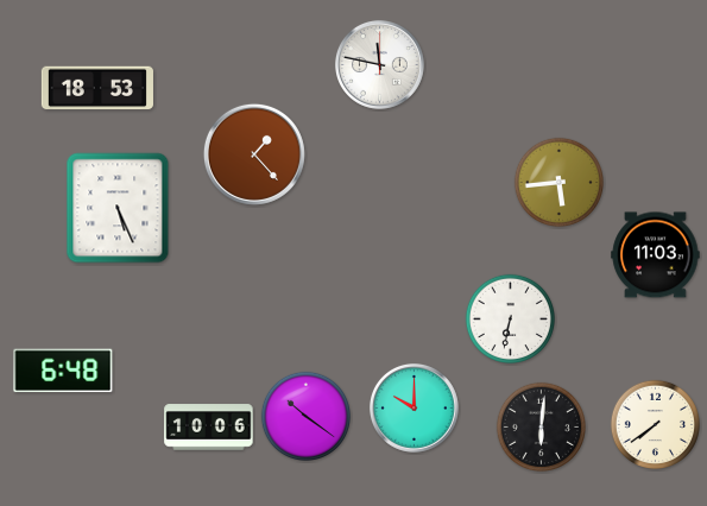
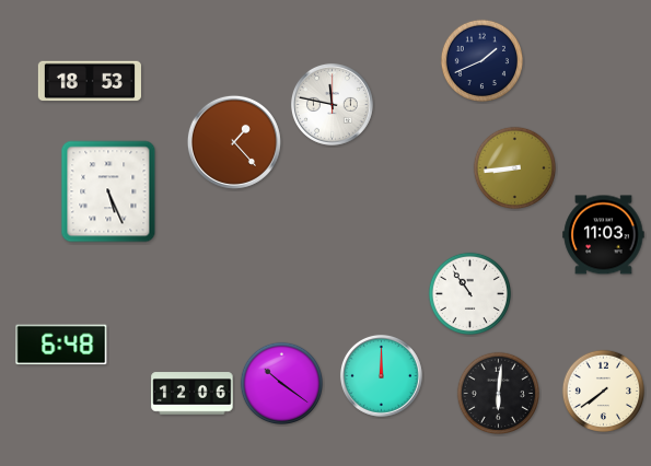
clock at (379, 64) position: (379, 64) -> (332, 104)
clock at (483, 61): none -> 1:41
clock at (560, 183): 5:44 -> 8:44
clock at (511, 320): 6:32 -> 10:54
clock at (63, 371) position: (63, 371) -> (61, 345)
clock at (414, 407): 10:00 -> 12:00
clock at (209, 428): 10:06 -> 12:06
